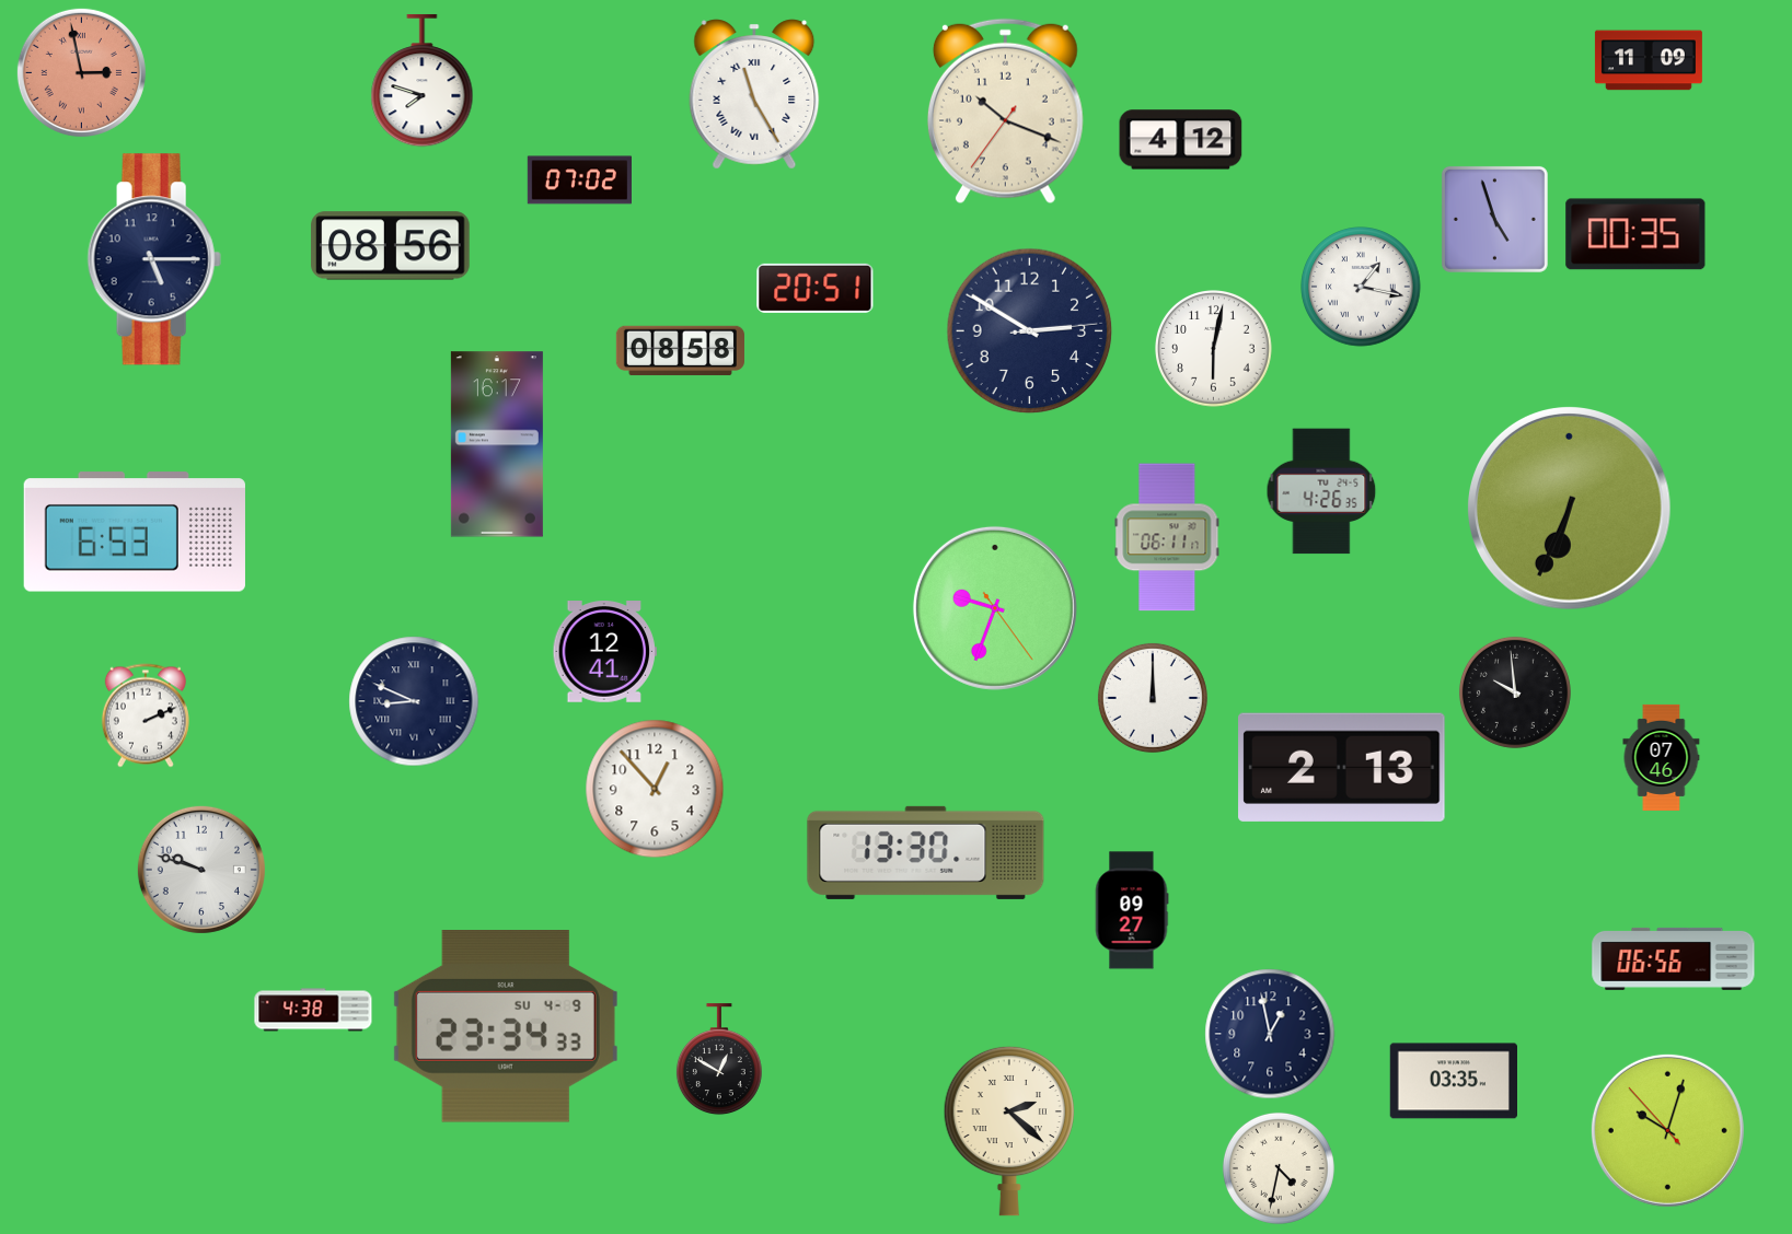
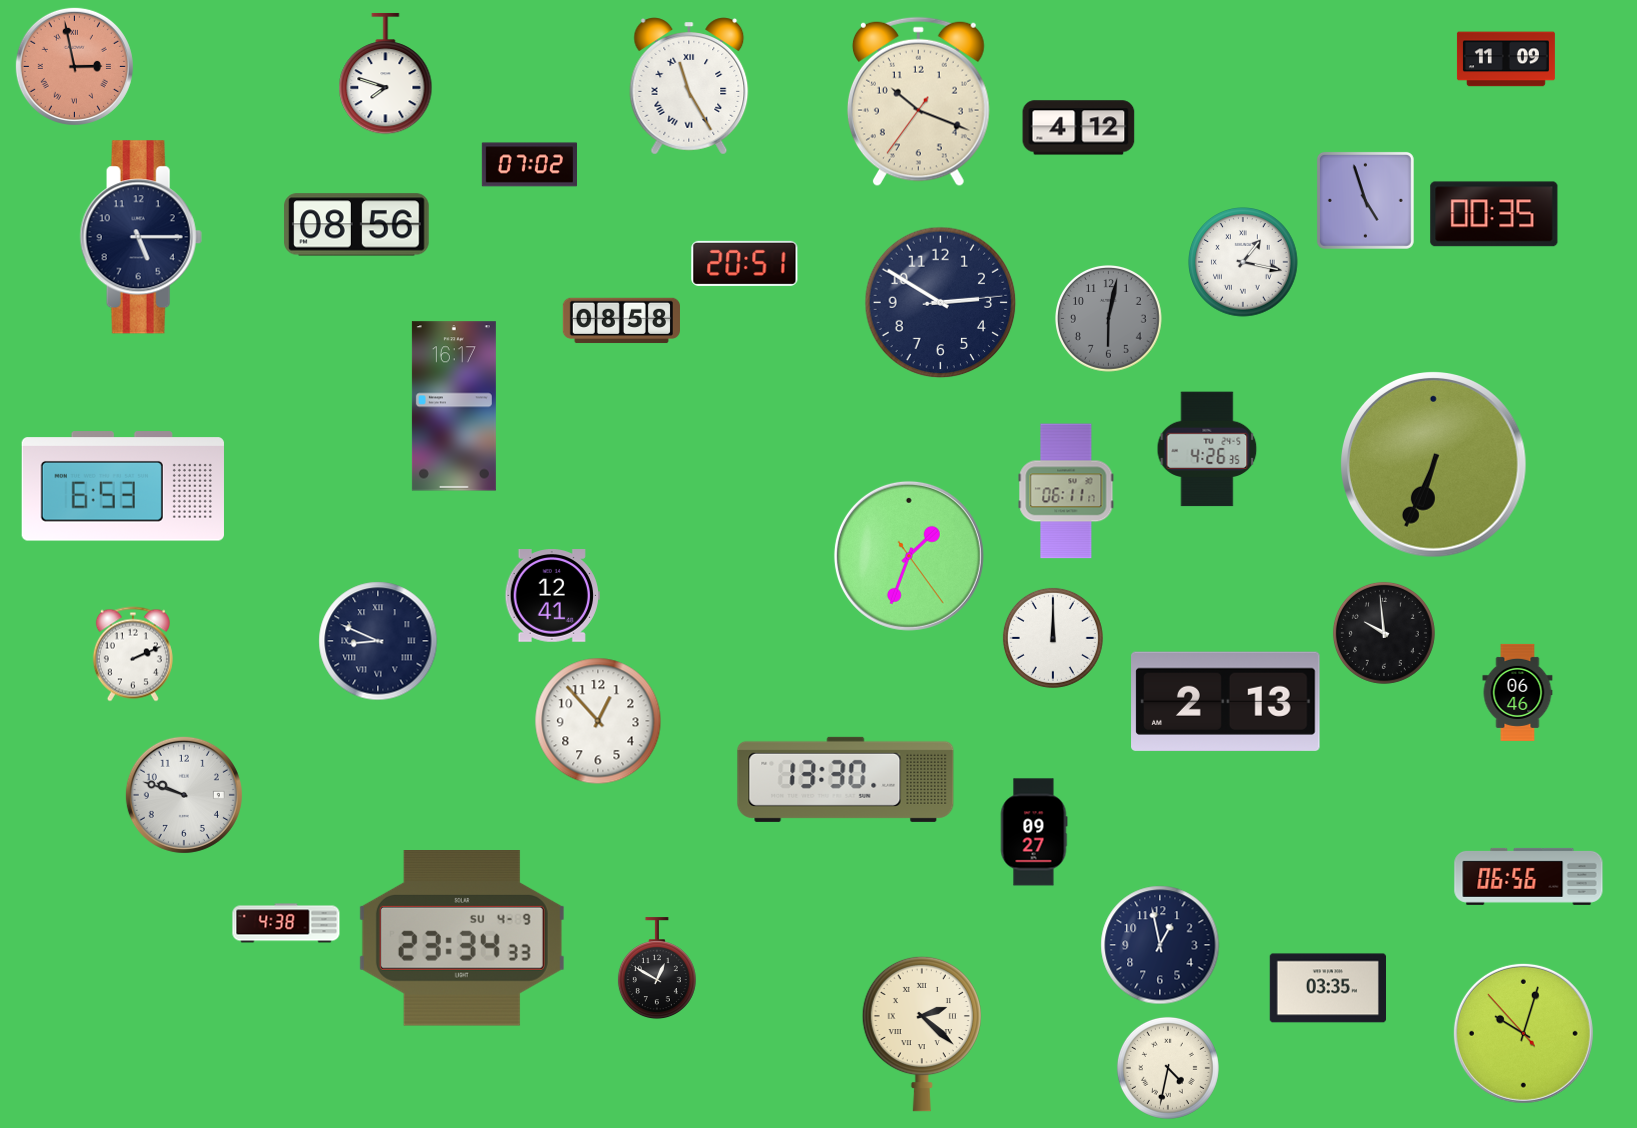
clock at (1649, 60) position: (1649, 60) -> (1506, 59)
clock at (1214, 349) dial: white -> grey
clock at (995, 608): 9:33 -> 1:33
clock at (1662, 757): 07:46 -> 06:46
